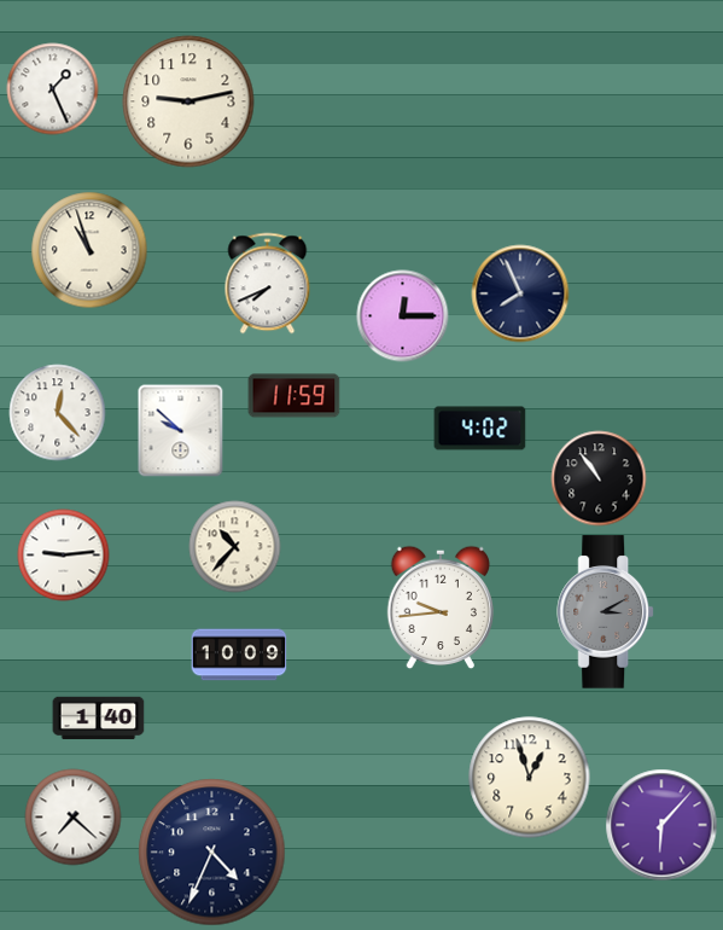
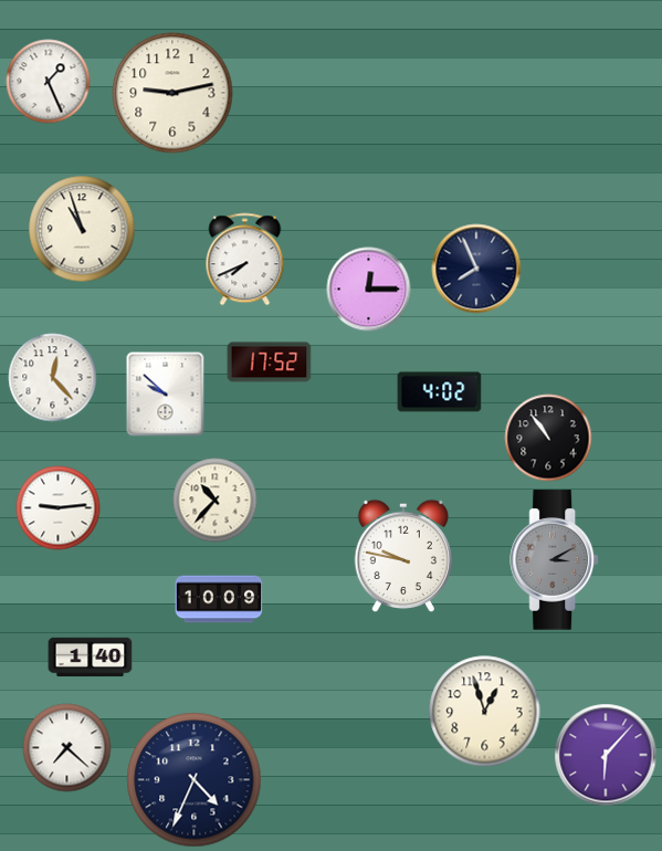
clock at (295, 396): 11:59 -> 17:52
clock at (439, 608): 9:44 -> 9:47
